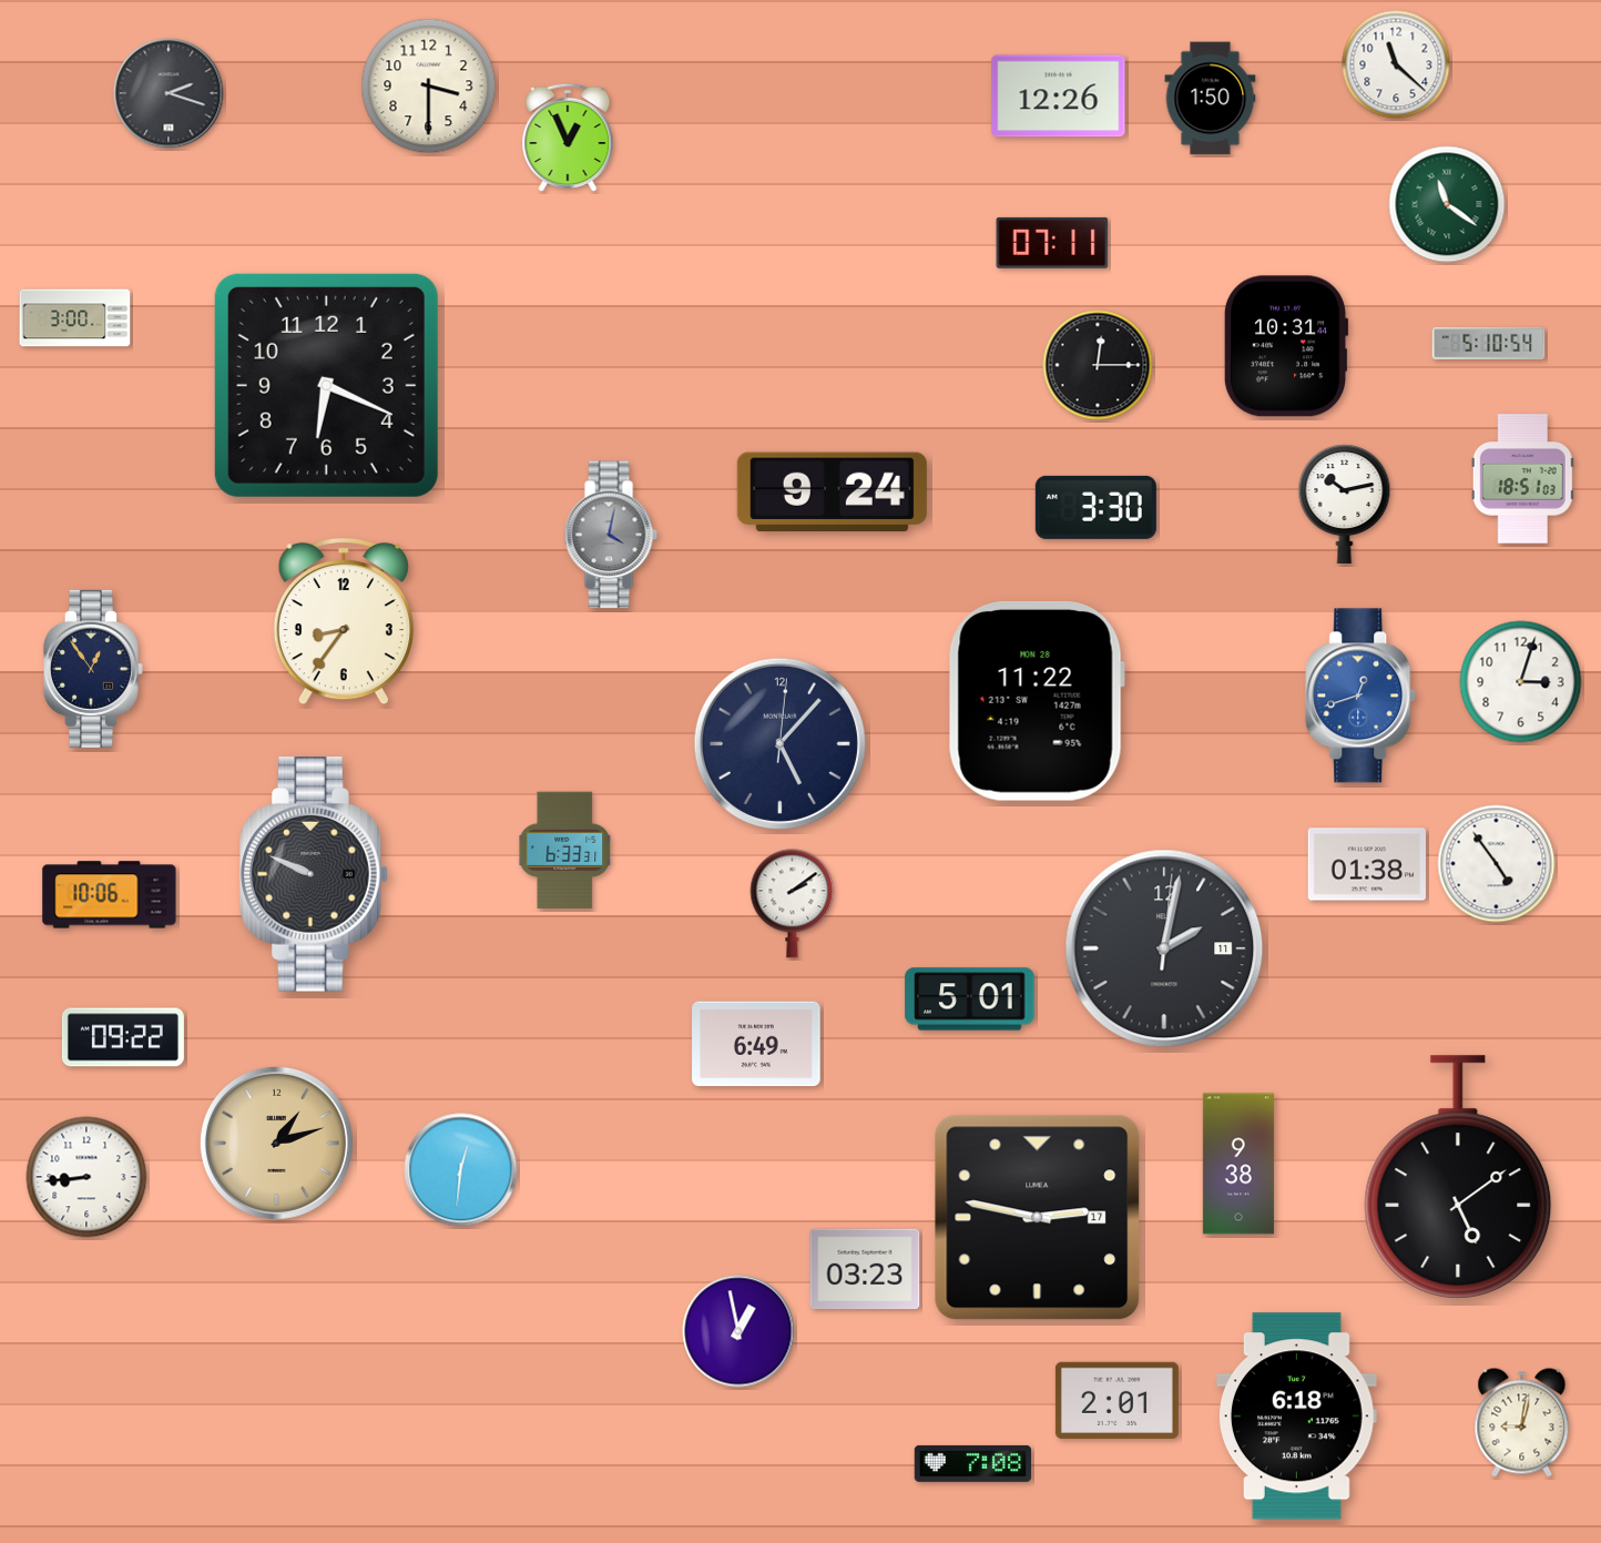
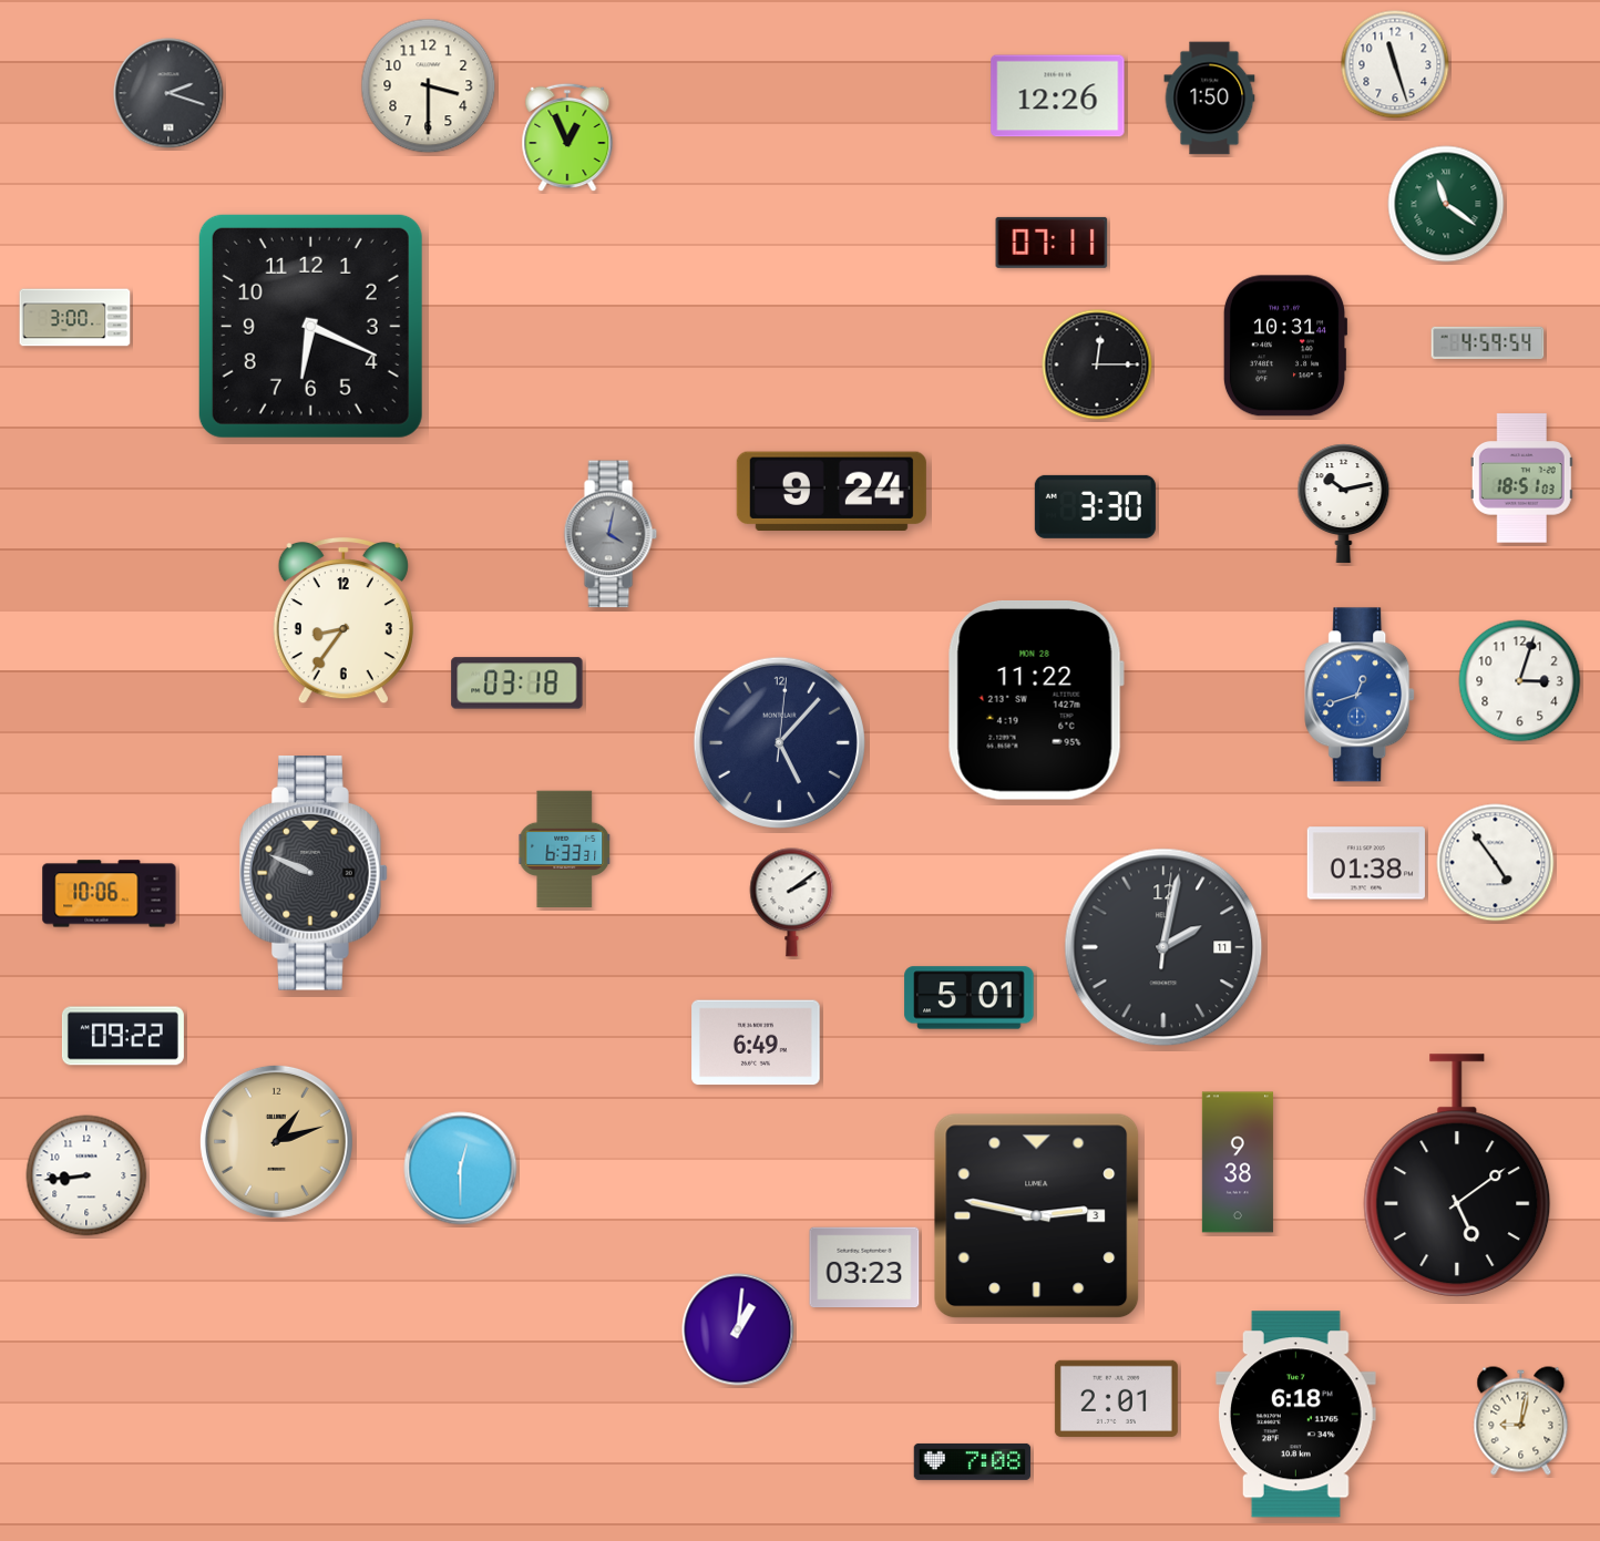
clock at (1396, 64): 11:22 -> 11:27
clock at (1489, 343): 5:10 -> 4:59
clock at (326, 385) position: (326, 385) -> (310, 326)
clock at (93, 669): 12:54 -> none
clock at (517, 684): none -> 03:18
clock at (461, 1170): 12:31 -> 12:30
clock at (1038, 1218) date: 17 -> 3
clock at (738, 1331): 12:58 -> 1:01
